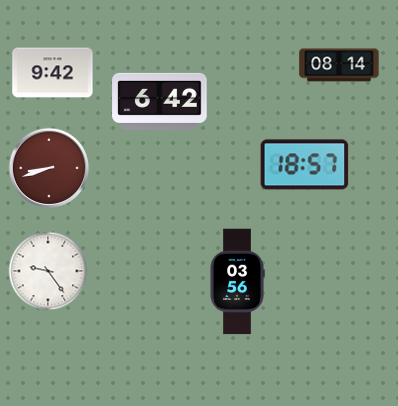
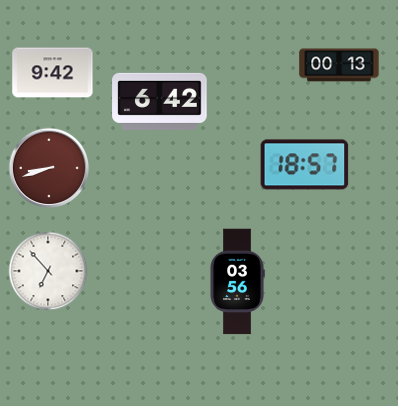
clock at (339, 65): 08:14 -> 00:13
clock at (48, 271): 9:24 -> 6:53
